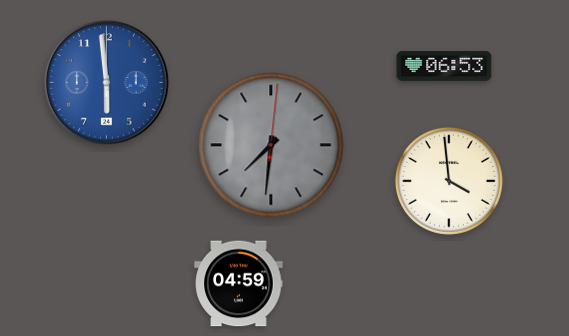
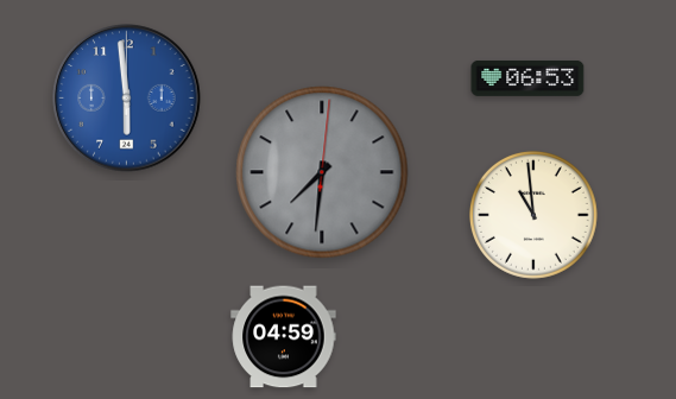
clock at (449, 181): 3:59 -> 10:59
